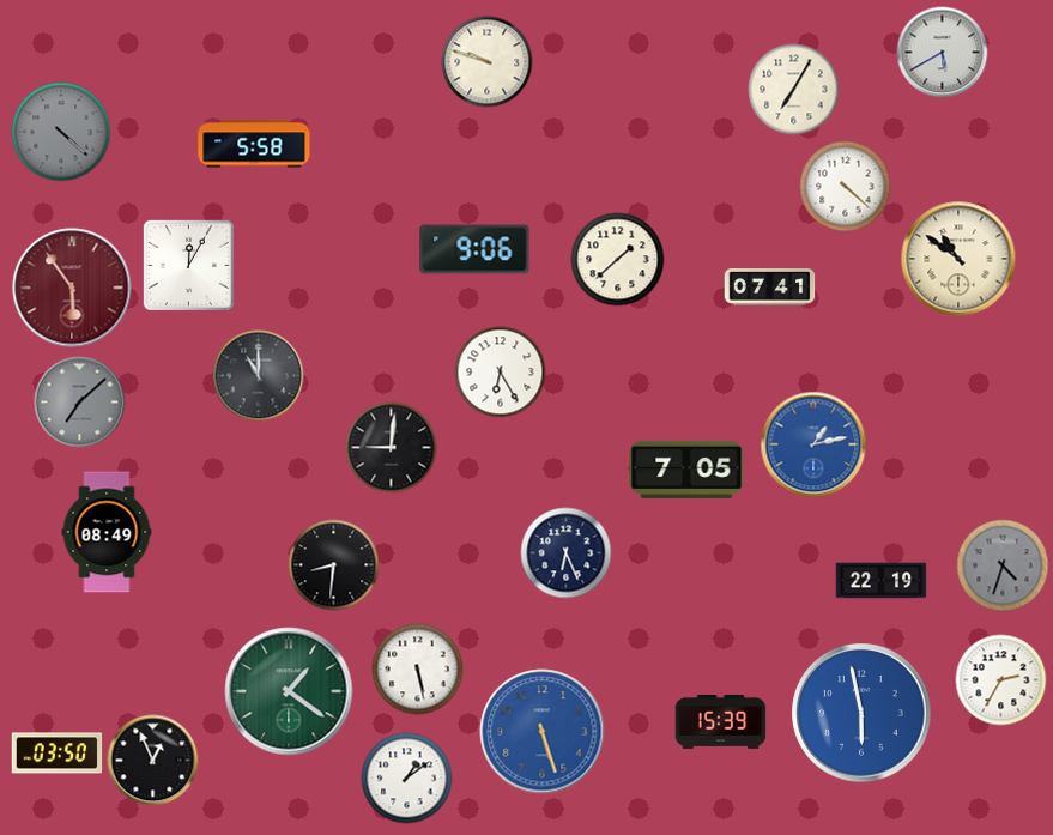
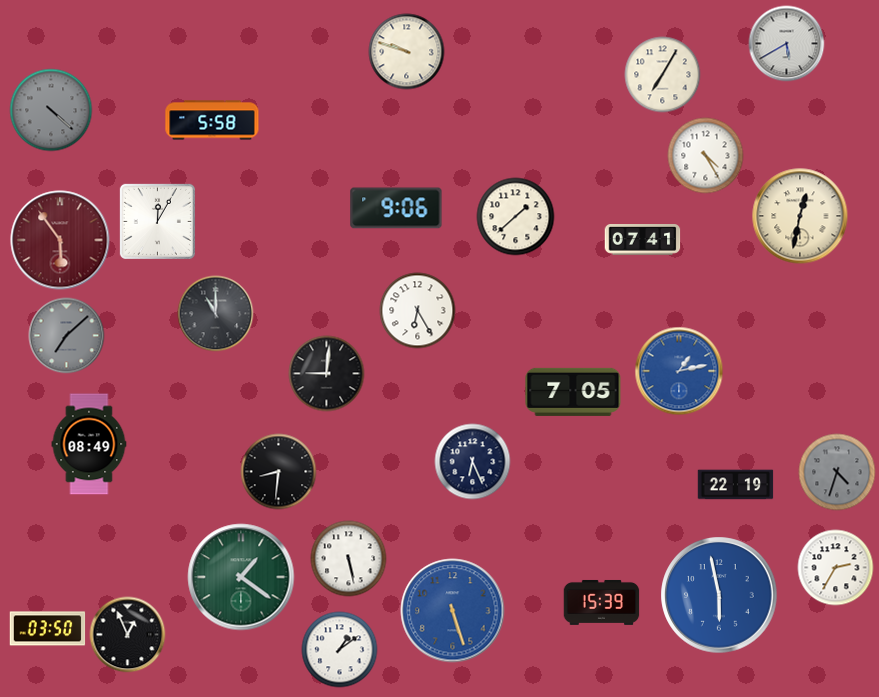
clock at (846, 187): 4:22 -> 4:25
clock at (958, 259): 10:51 -> 12:32
